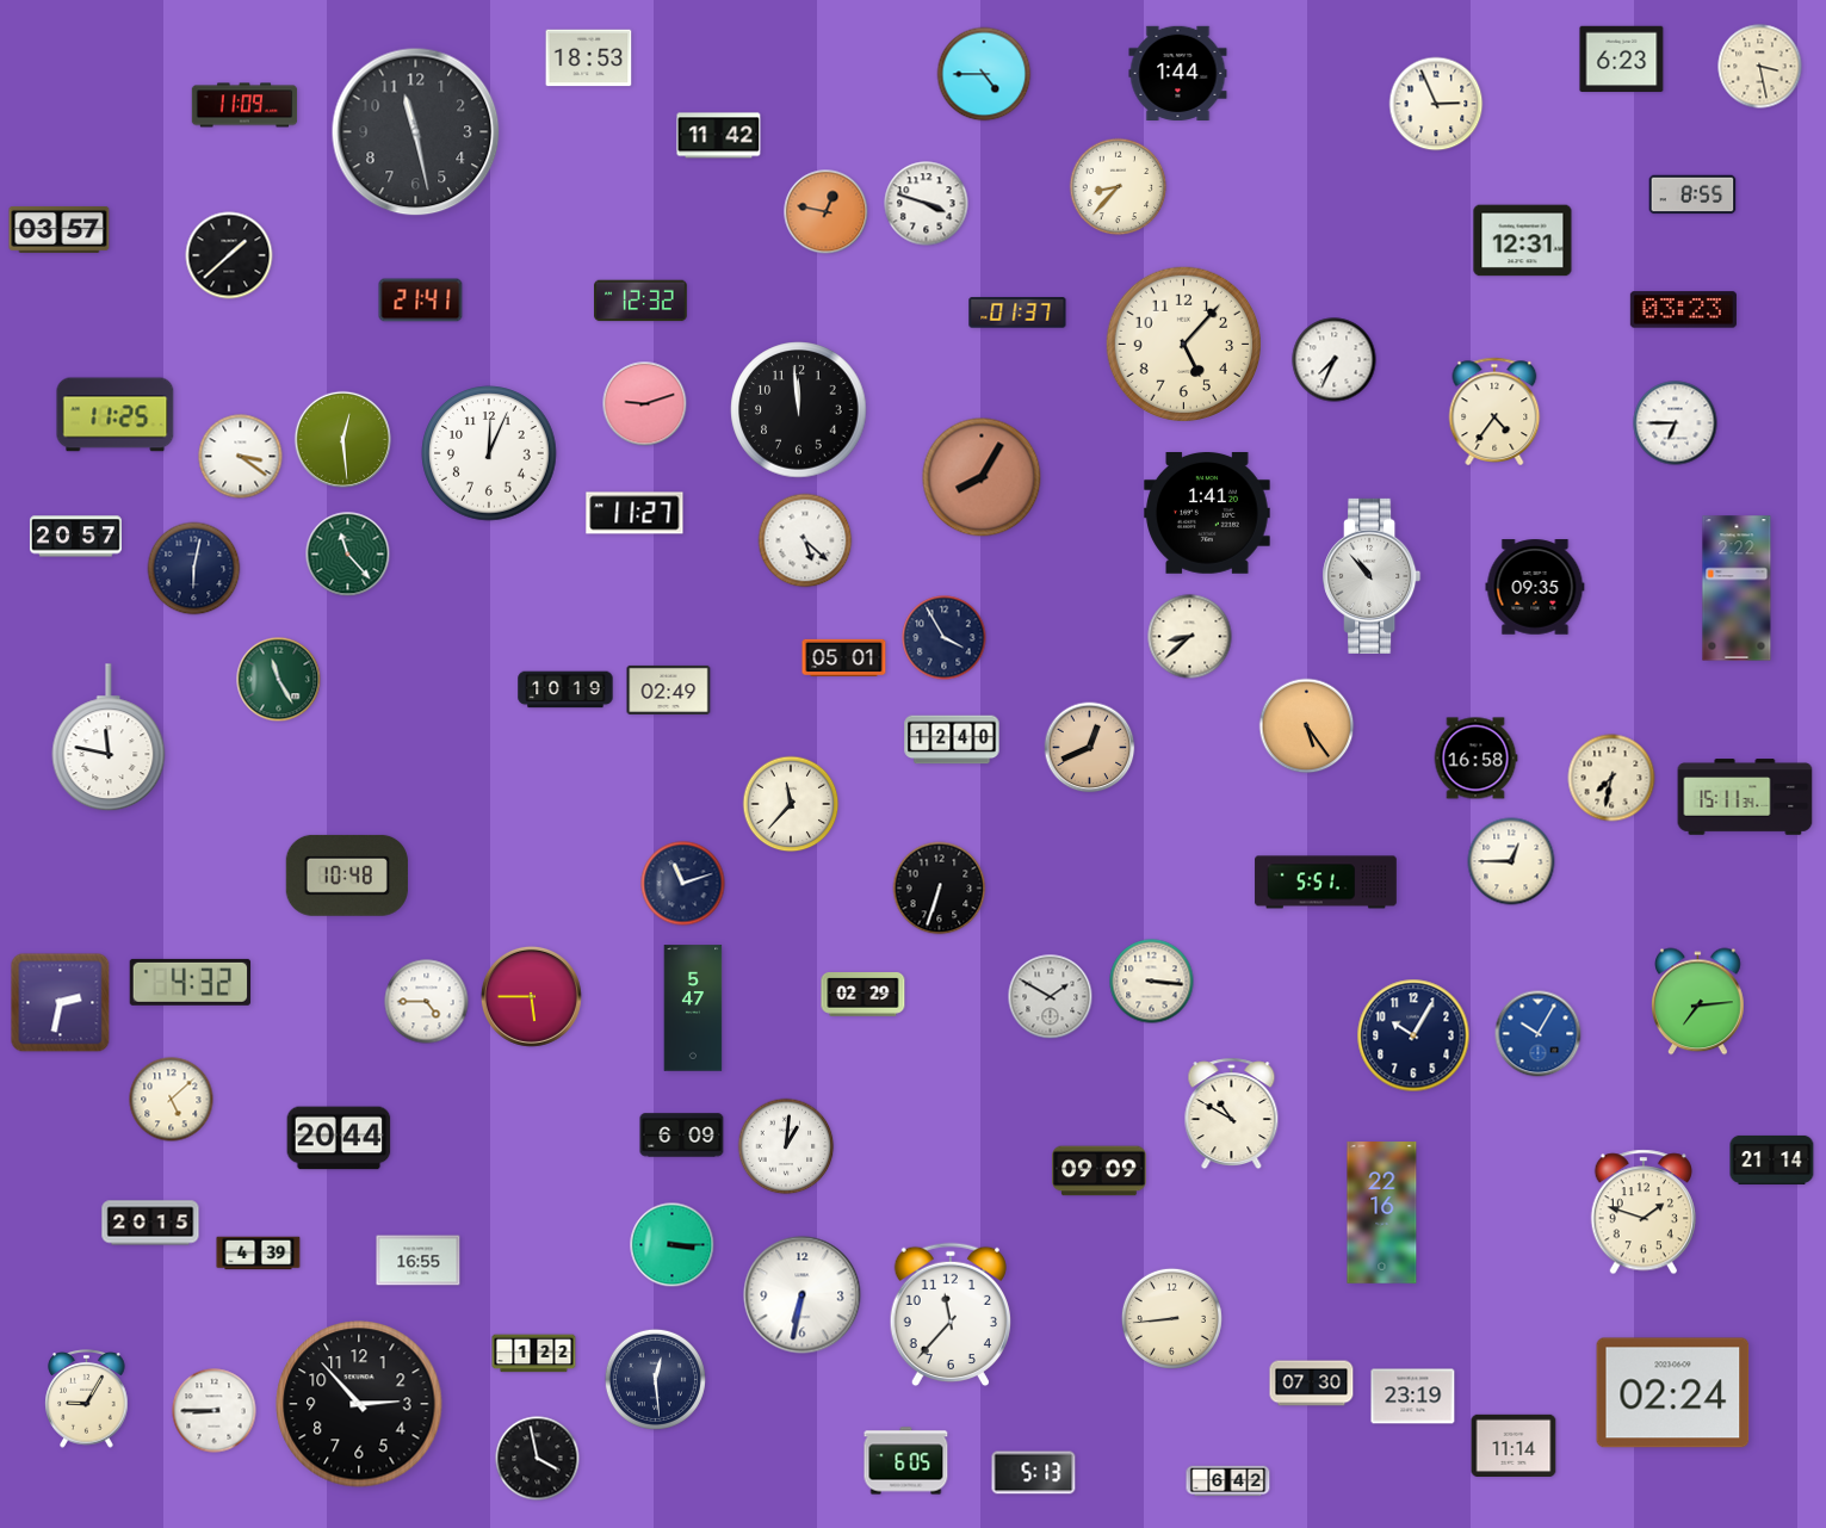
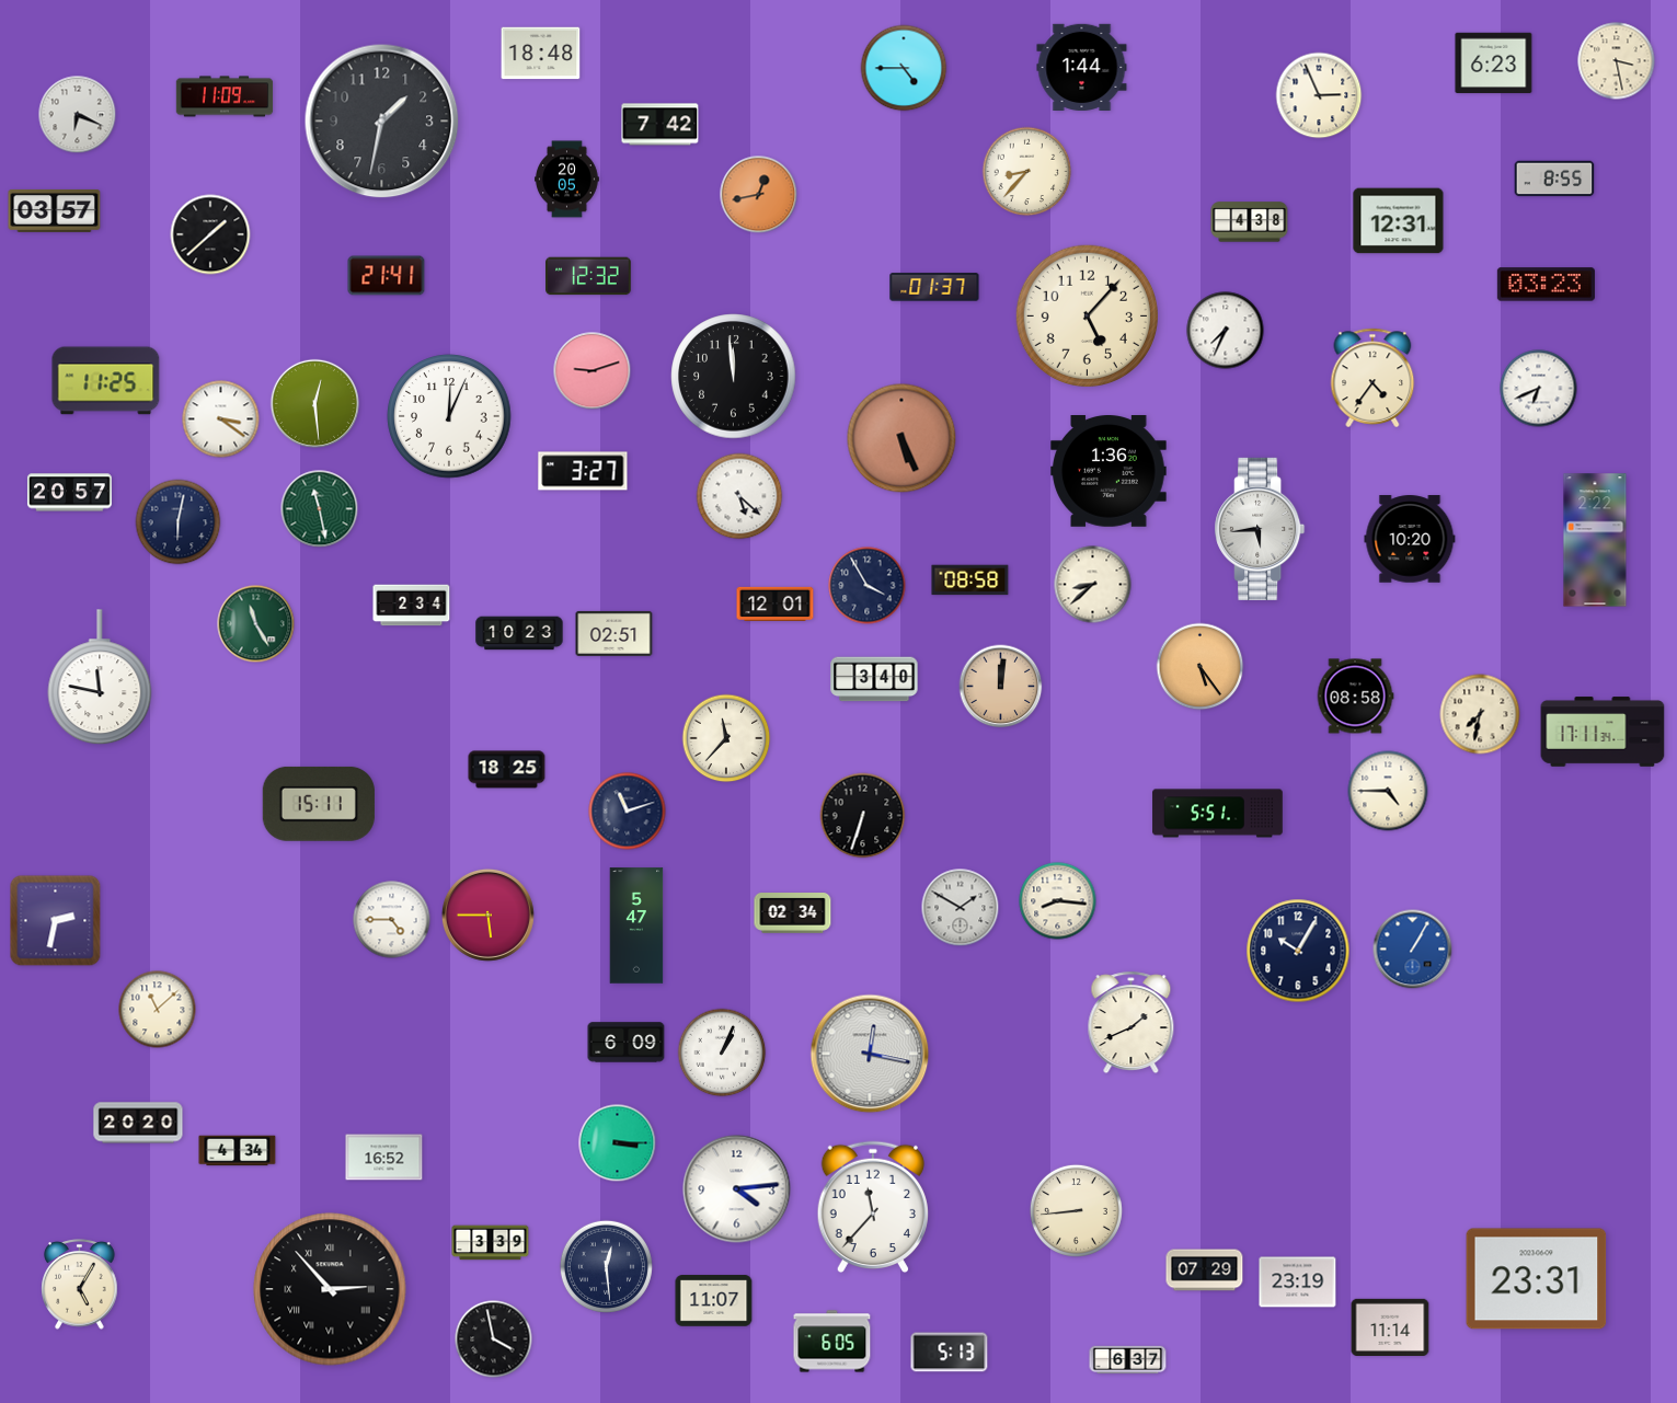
clock at (589, 58): 18:53 -> 18:48
clock at (1622, 60) position: (1622, 60) -> (1494, 64)
clock at (78, 115): none -> 6:19
clock at (416, 132): 11:28 -> 1:32
clock at (719, 136): 11:42 -> 7:42
clock at (567, 180): none -> 20:05
clock at (927, 204): 3:48 -> none
clock at (827, 212): 12:47 -> 12:43
clock at (1250, 222): none -> 4:38
clock at (1676, 423): 6:45 -> 6:41
clock at (982, 477): 8:05 -> 5:26
clock at (635, 513): 11:27 -> 3:27
clock at (1207, 514): 1:41 -> 1:36
clock at (348, 555): 11:23 -> 11:28
clock at (1372, 576): 10:53 -> 5:44
clock at (1535, 587): 09:35 -> 10:20
clock at (970, 580): none -> 08:58
clock at (844, 657): 05:01 -> 12:01
clock at (412, 606): none -> 2:34
clock at (565, 689): 10:19 -> 10:23
clock at (669, 689): 02:49 -> 02:51
clock at (952, 740): 12:40 -> 3:40
clock at (1090, 748): 12:41 -> 12:01
clock at (1475, 759): 16:58 -> 08:58
clock at (1745, 797): 15:11 -> 17:11
clock at (507, 770): none -> 18:25
clock at (1511, 861): 12:45 -> 4:45
clock at (347, 876): 10:48 -> 15:11
clock at (1326, 883) position: (1326, 883) -> (1218, 814)
clock at (191, 982): 4:32 -> none
clock at (1152, 982): 3:16 -> 8:16
clock at (864, 995): 02:29 -> 02:34
clock at (1051, 997) position: (1051, 997) -> (961, 908)
clock at (1698, 1002): 7:14 -> none
clock at (1539, 1034): 10:05 -> 1:05
clock at (172, 1100): 5:08 -> 11:08
clock at (1232, 1114): 10:50 -> 1:41
clock at (339, 1138): 20:44 -> none
clock at (786, 1146): 1:01 -> 1:04
clock at (870, 1054): none -> 12:17
clock at (1772, 1159): 21:14 -> none
clock at (1100, 1171): 09:09 -> none
clock at (1642, 1212): 1:48 -> none
clock at (1382, 1213): 22:16 -> none
clock at (150, 1223): 20:15 -> 20:20
clock at (259, 1254): 4:39 -> 4:34
clock at (419, 1261): 16:55 -> 16:52
clock at (803, 1295): 6:32 -> 4:14
clock at (534, 1354): 1:22 -> 3:39
clock at (655, 1379) position: (655, 1379) -> (606, 1266)
clock at (1312, 1384): 07:30 -> 07:29
clock at (1673, 1393): 02:24 -> 23:31
clock at (87, 1399): 9:05 -> 5:05
clock at (359, 1404) numerals: Arabic -> Roman
clock at (215, 1411): 8:45 -> none
clock at (714, 1301): none -> 11:07
clock at (1228, 1481): 6:42 -> 6:37
